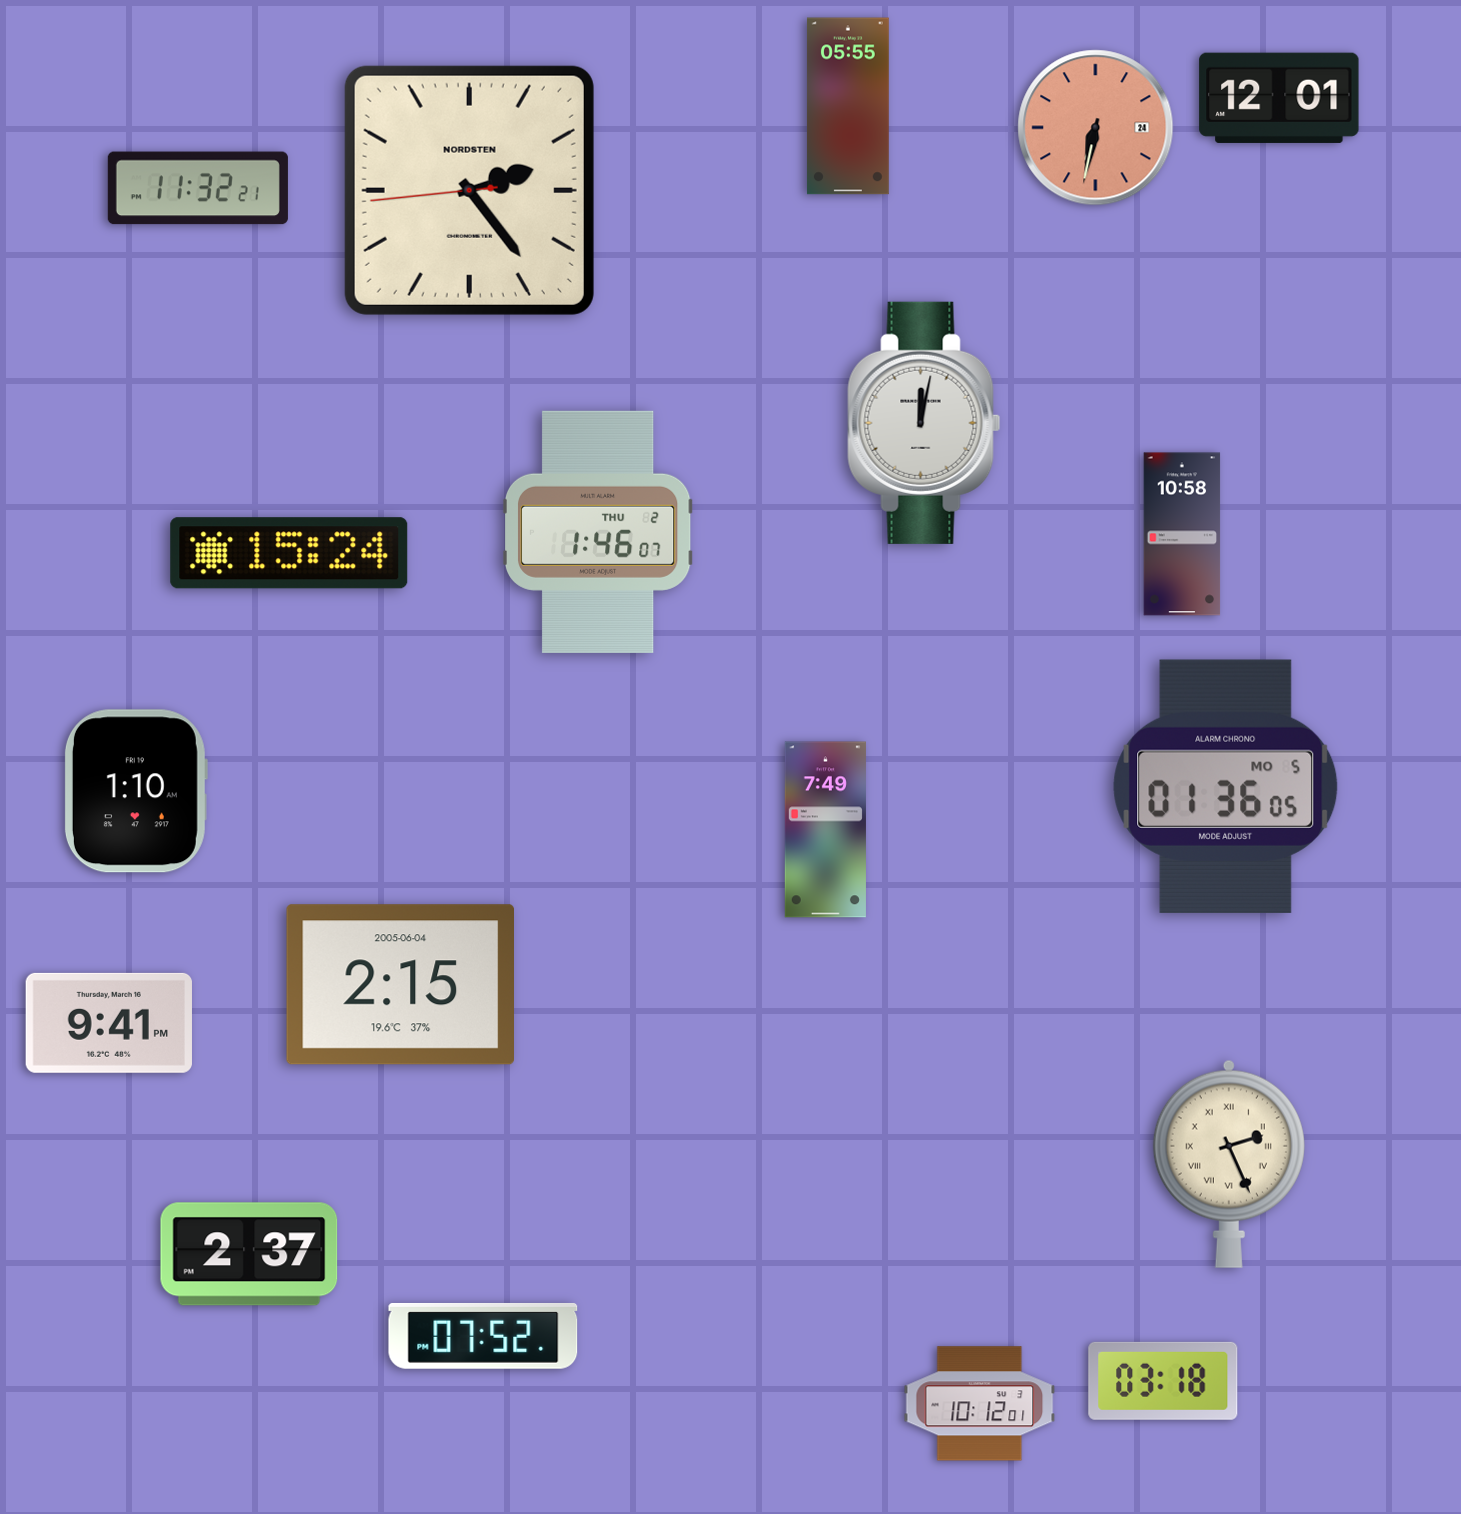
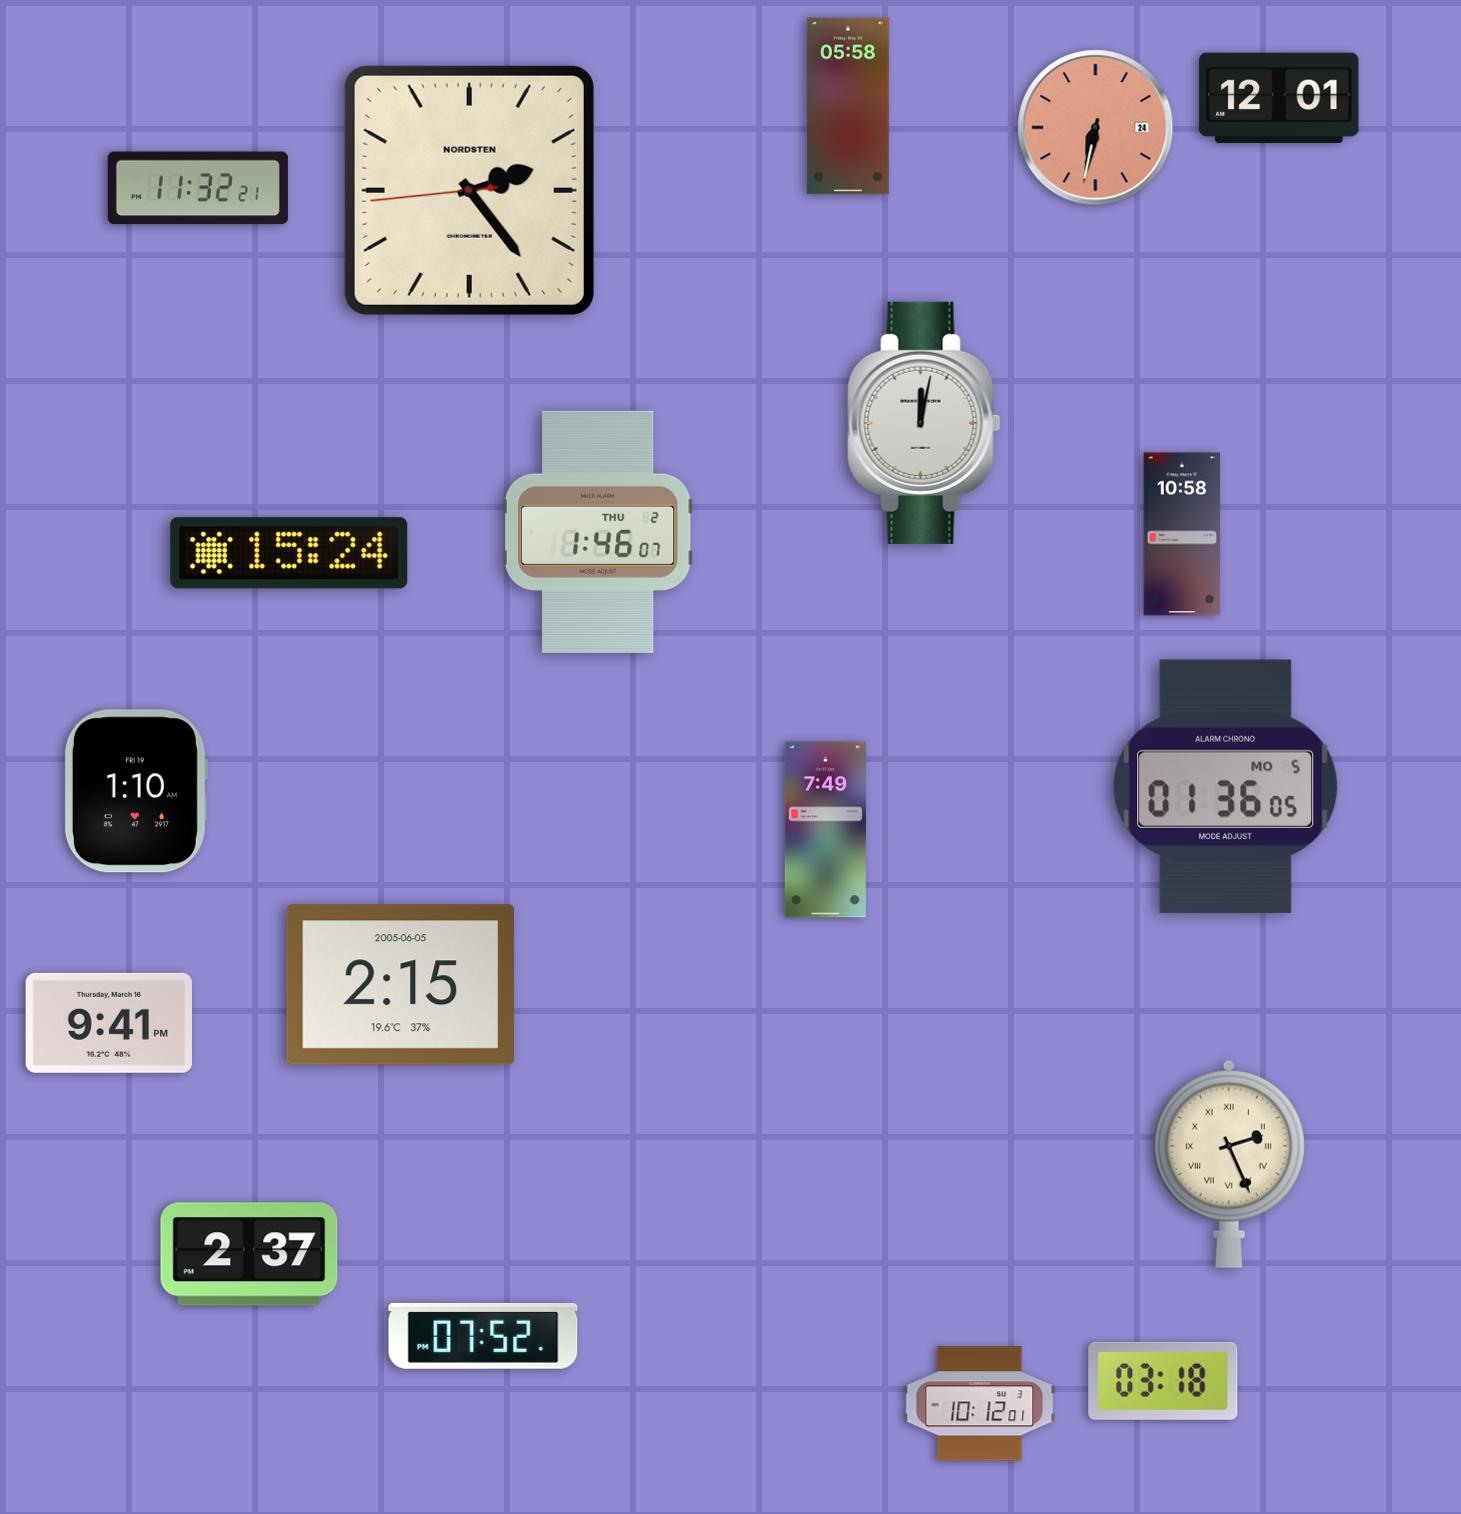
clock at (848, 106): 05:55 -> 05:58
clock at (400, 985) date: 2005-06-04 -> 2005-06-05
